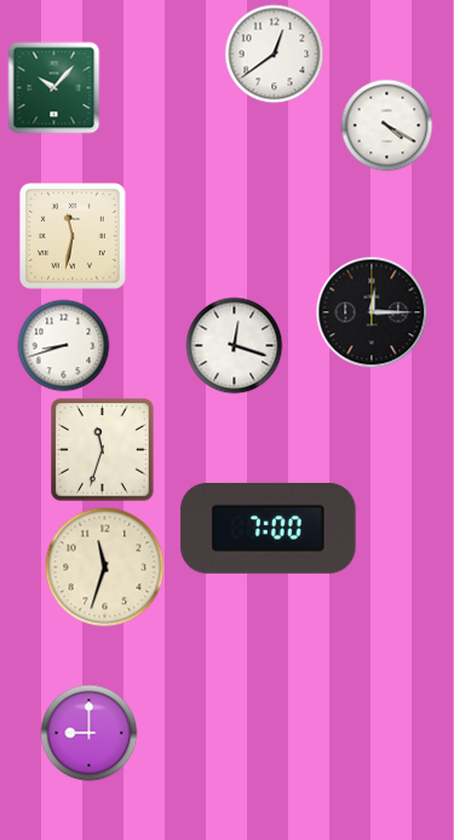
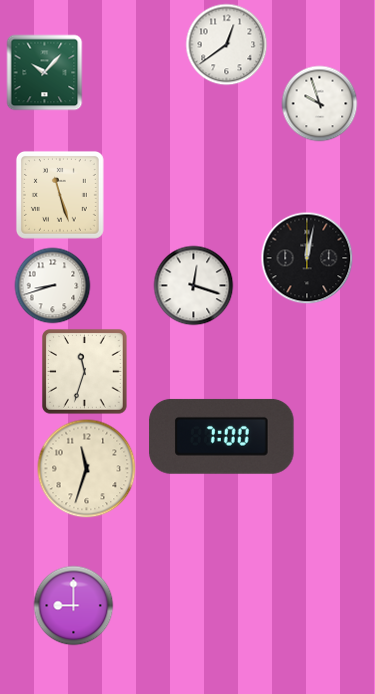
clock at (387, 126): 4:20 -> 9:57
clock at (73, 236): 11:32 -> 11:27
clock at (372, 312): 12:15 -> 12:02
